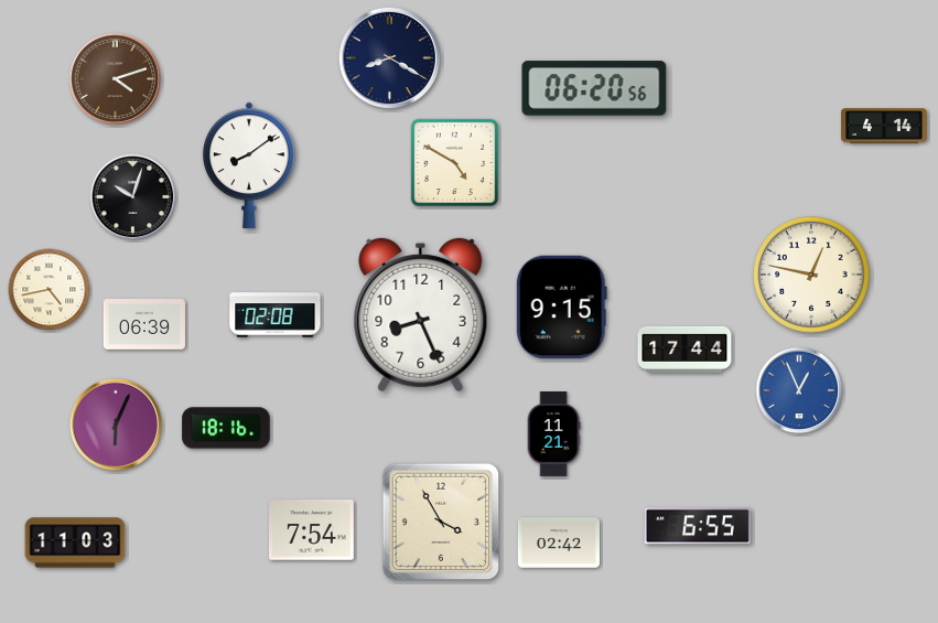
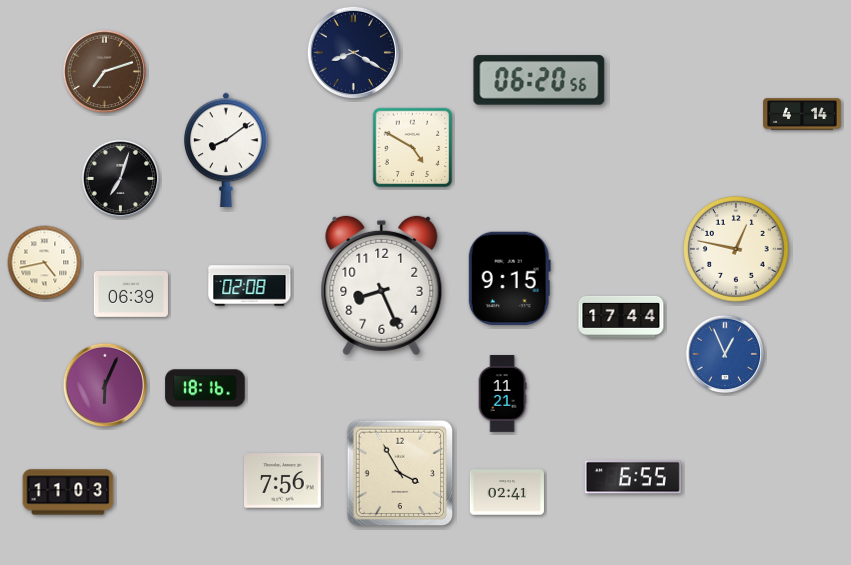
clock at (116, 79): 4:12 -> 7:12
clock at (133, 197): 10:03 -> 7:03
clock at (312, 530): 7:54 -> 7:56
clock at (559, 543): 02:42 -> 02:41
